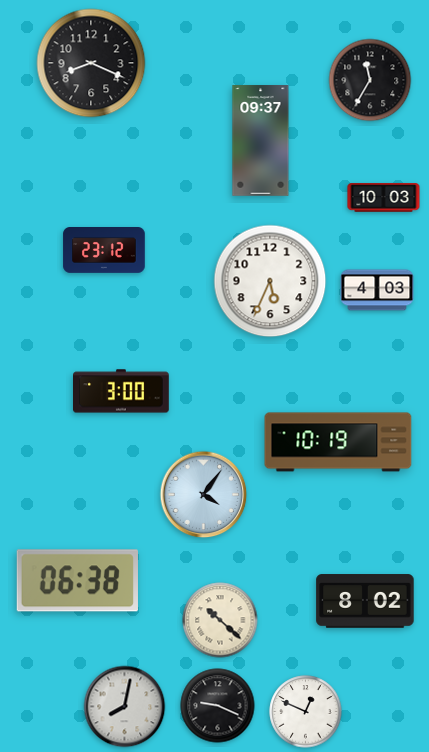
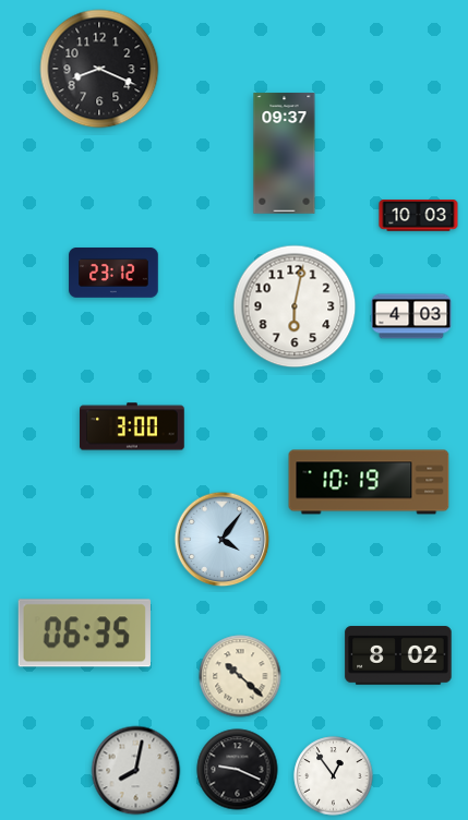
clock at (370, 80): 11:35 -> none
clock at (270, 281): 5:34 -> 6:02
clock at (77, 581): 06:38 -> 06:35
clock at (306, 712): 12:49 -> 12:54
